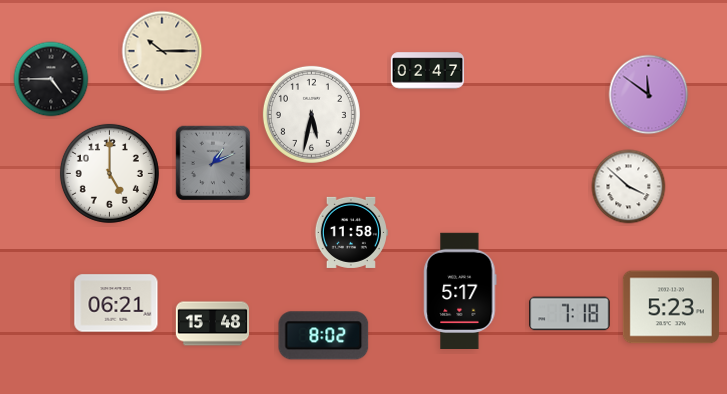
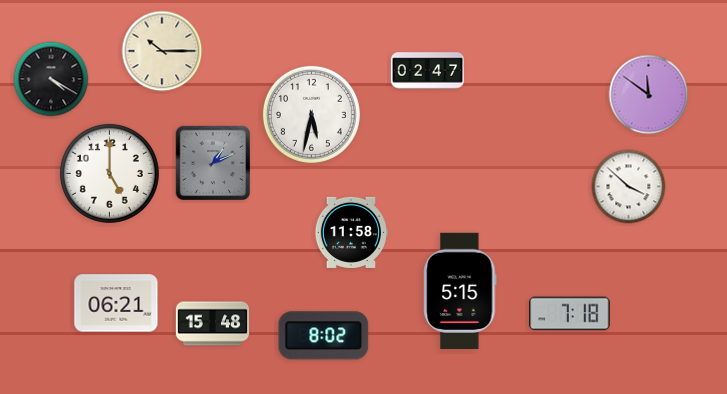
clock at (51, 79): 4:45 -> 4:20
clock at (460, 290): 5:17 -> 5:15
clock at (671, 307): 5:23 -> none
